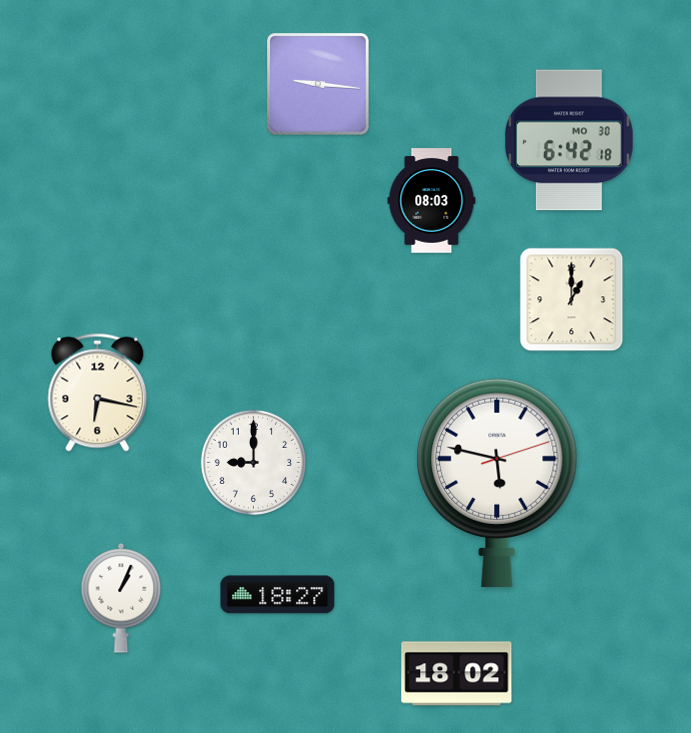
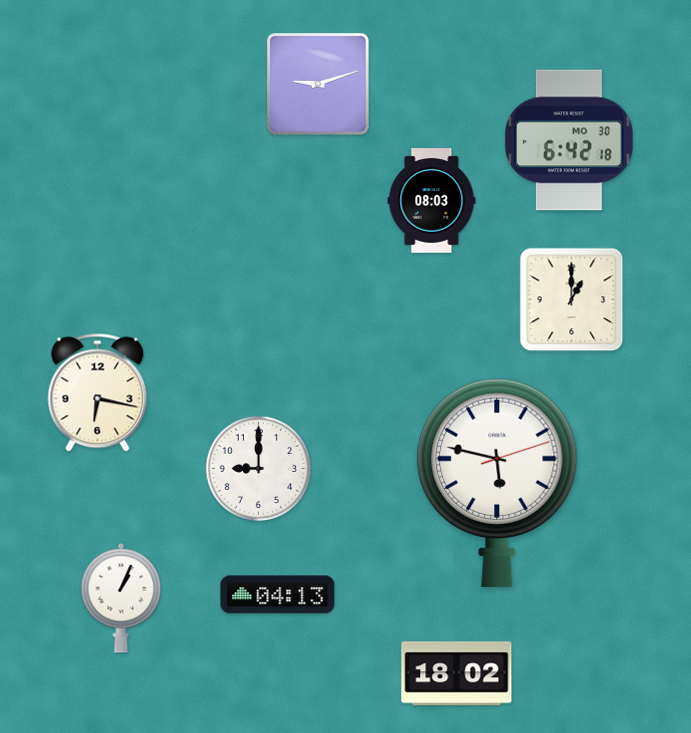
clock at (318, 84): 9:16 -> 9:12
clock at (253, 462) position: (253, 462) -> (258, 468)
clock at (278, 595): 18:27 -> 04:13
